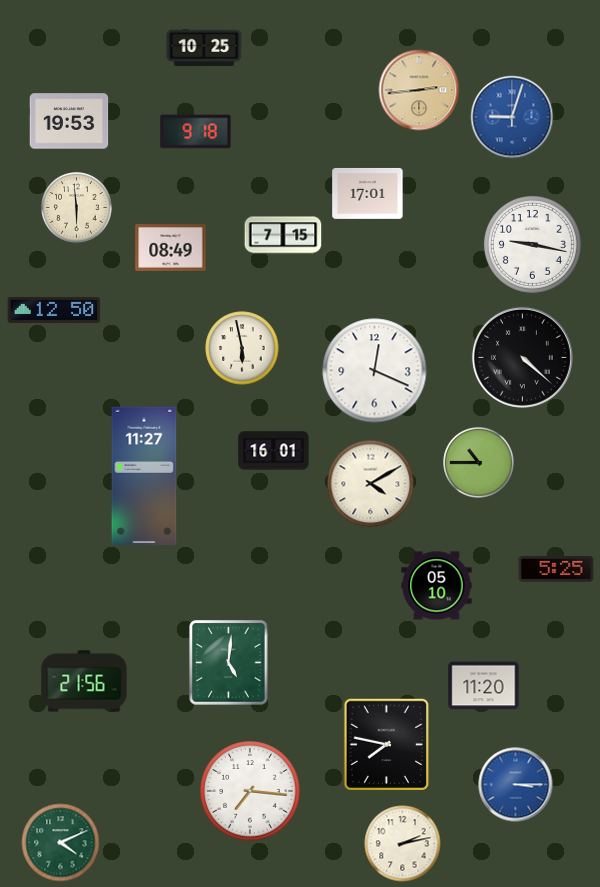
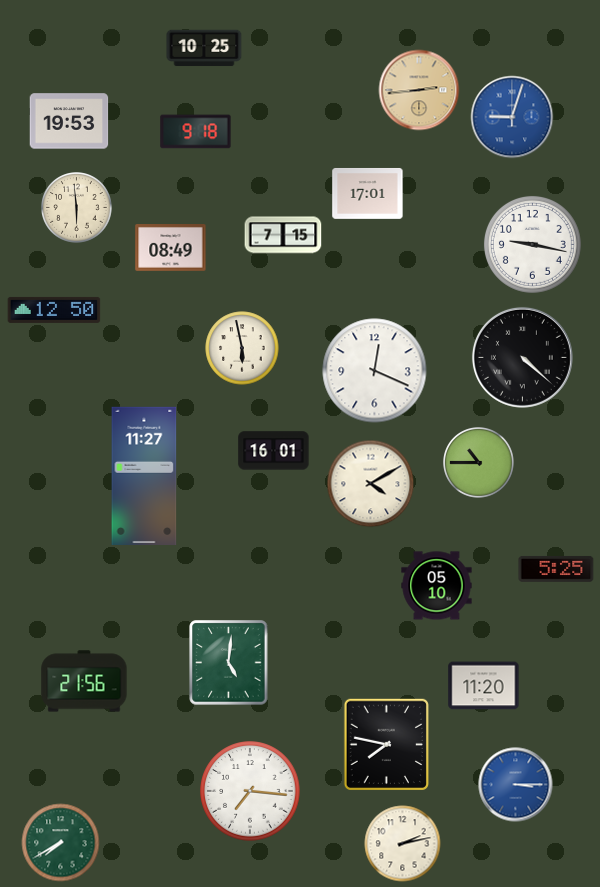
clock at (61, 843): 4:11 -> 7:40
